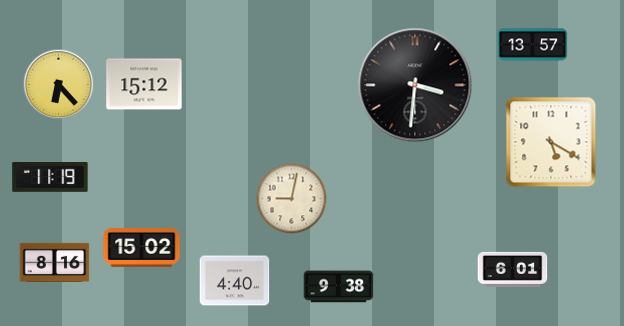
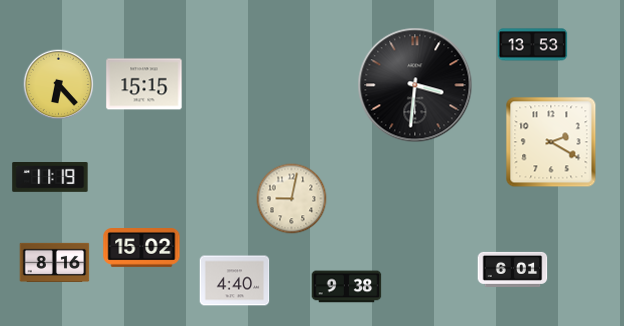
clock at (533, 45): 13:57 -> 13:53
clock at (144, 84): 15:12 -> 15:15
clock at (551, 142): 5:20 -> 2:20
clock at (339, 287) position: (339, 287) -> (347, 287)
